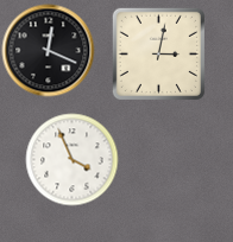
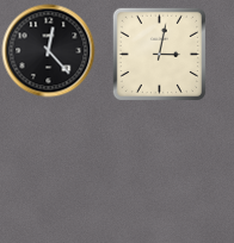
clock at (48, 50): 12:19 -> 12:23
clock at (71, 159): 3:56 -> none
